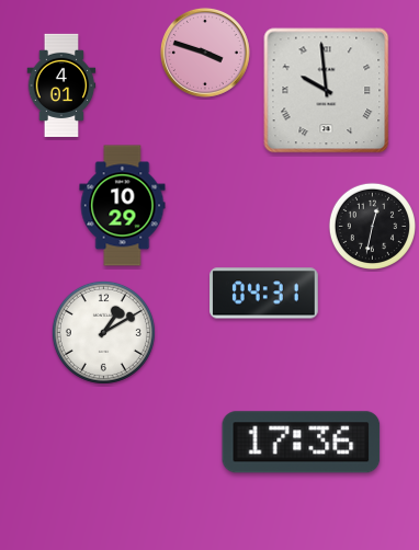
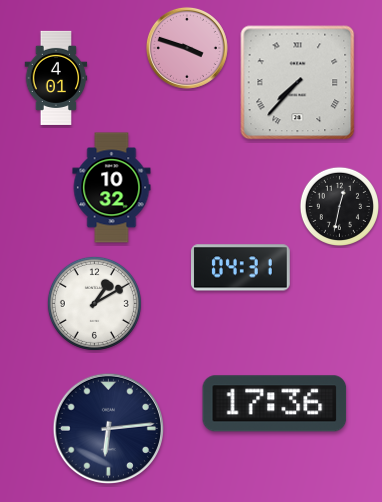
clock at (327, 91): 9:59 -> 7:37
clock at (123, 206): 10:29 -> 10:32
clock at (109, 429): none -> 6:14
